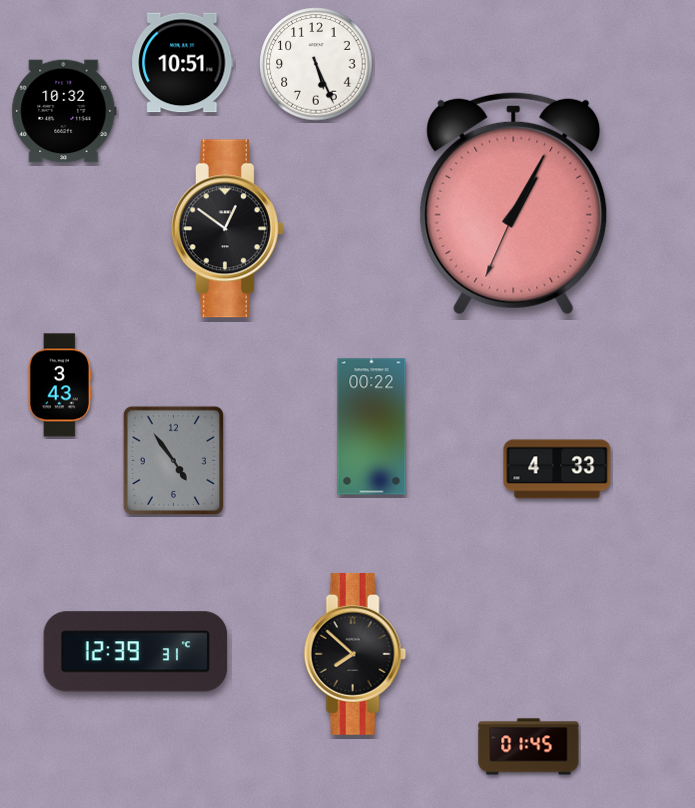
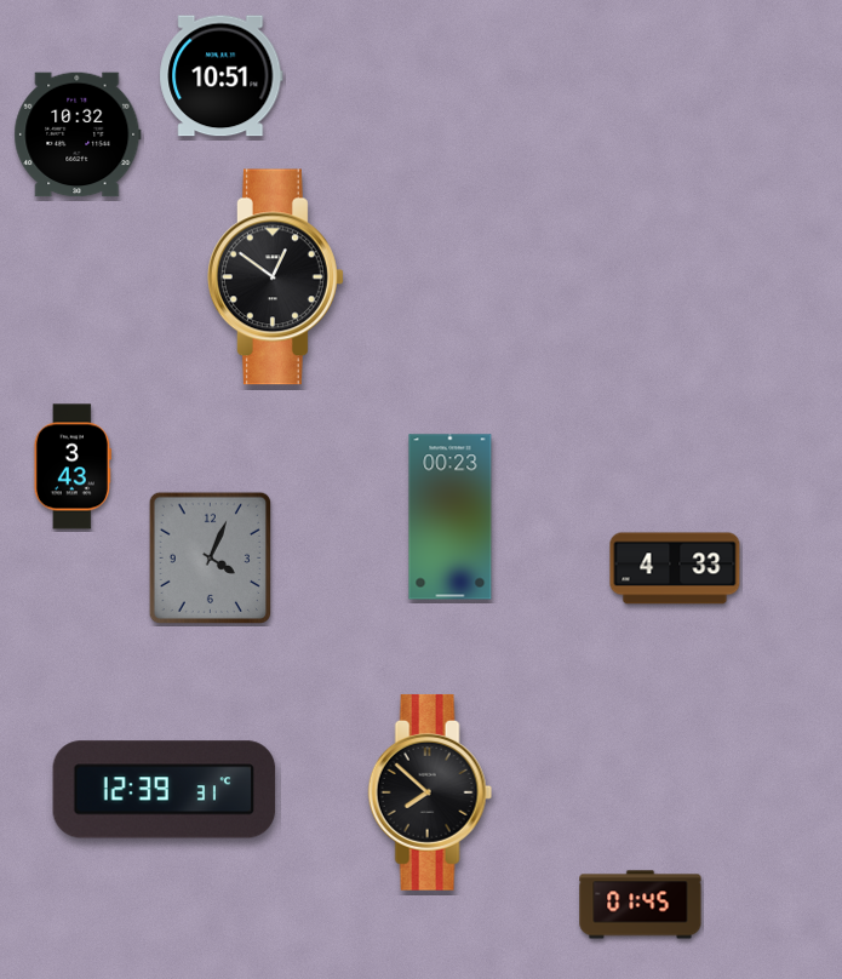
clock at (316, 64): 5:26 -> none
clock at (514, 203): 1:04 -> none
clock at (372, 427): 00:22 -> 00:23
clock at (173, 460): 4:54 -> 4:04
